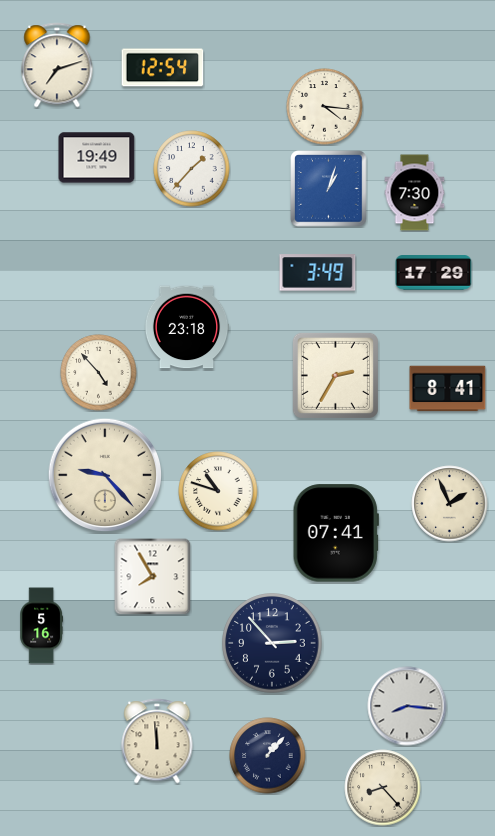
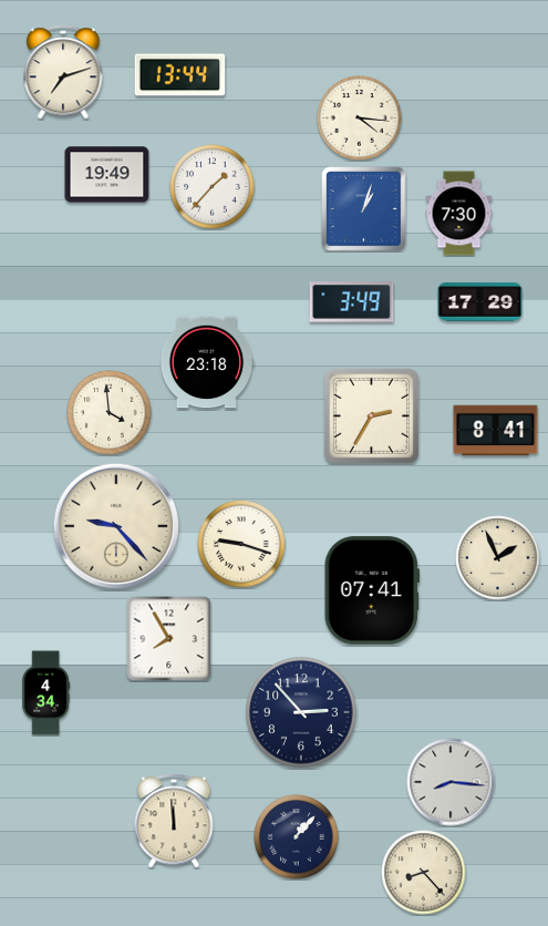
clock at (163, 68): 12:54 -> 13:44
clock at (99, 373): 4:53 -> 3:59
clock at (218, 491): 10:48 -> 9:18
clock at (42, 626): 5:16 -> 4:34
